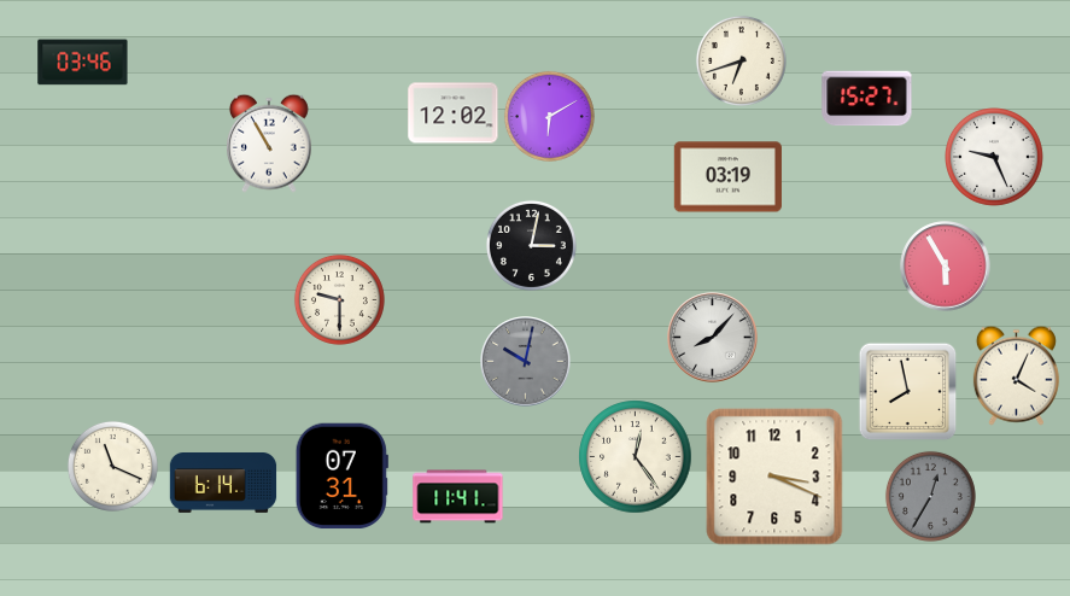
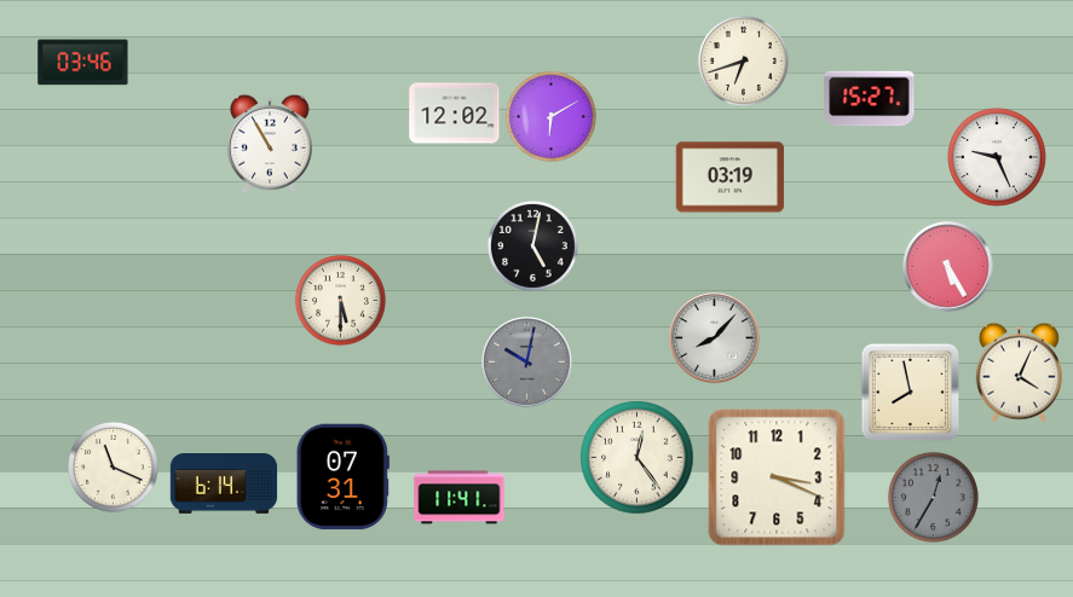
clock at (531, 245): 3:02 -> 5:02
clock at (946, 267): 5:55 -> 5:25
clock at (339, 299): 9:30 -> 5:30
clock at (1016, 375) position: (1016, 375) -> (1019, 372)
